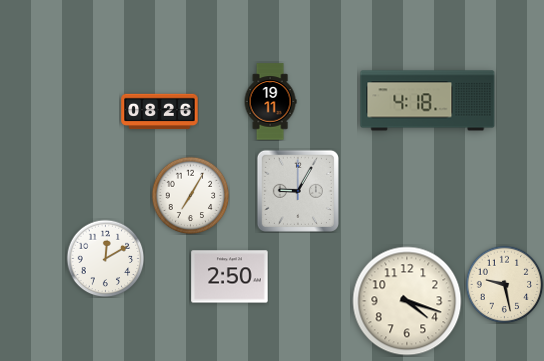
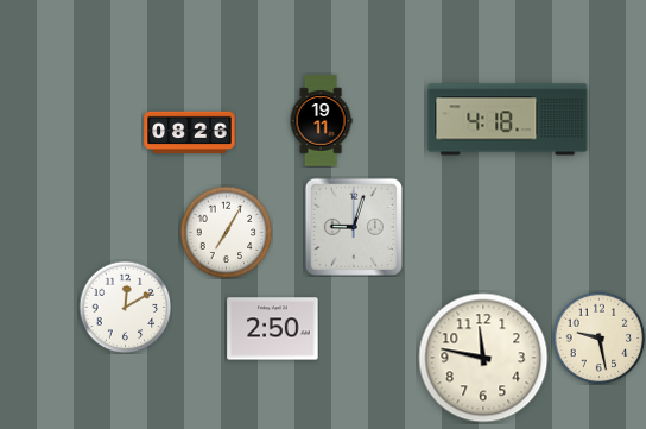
clock at (298, 191): 9:05 -> 9:03
clock at (407, 301): 4:18 -> 11:47
